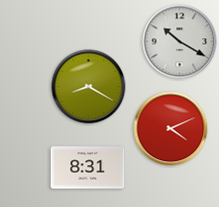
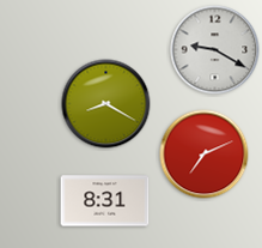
clock at (180, 42): 10:20 -> 9:20
clock at (171, 129): 4:11 -> 7:11
